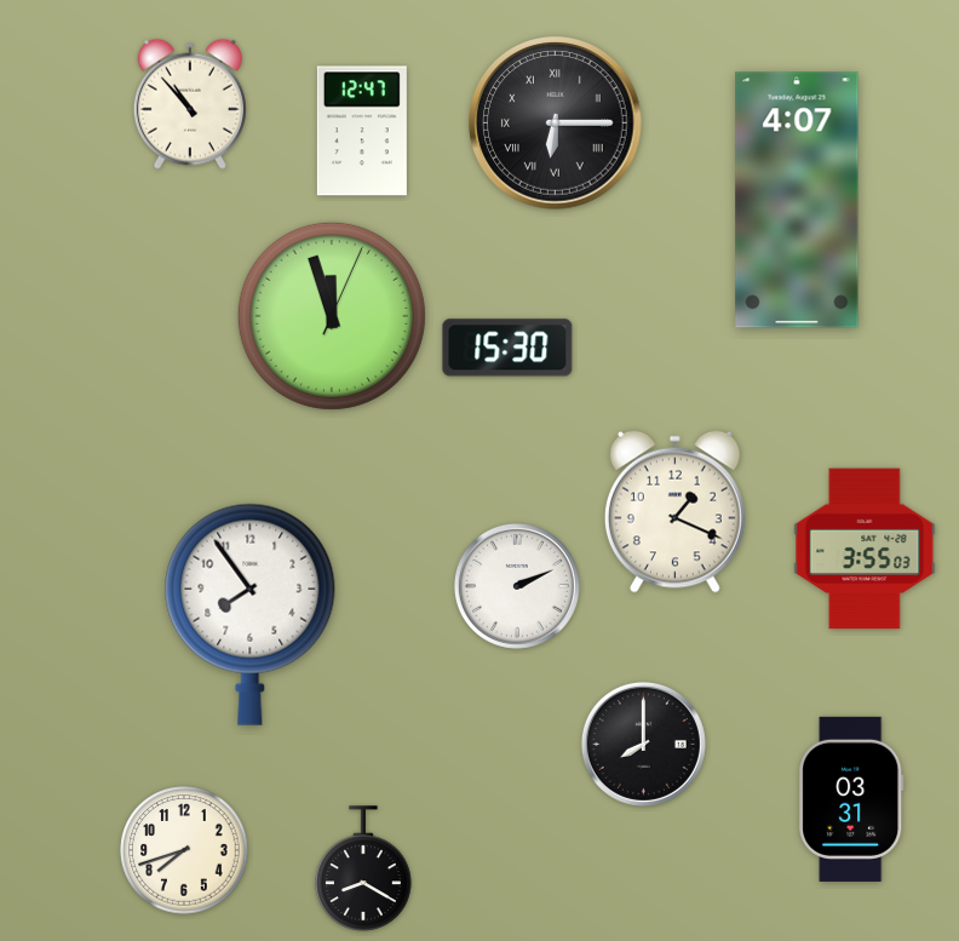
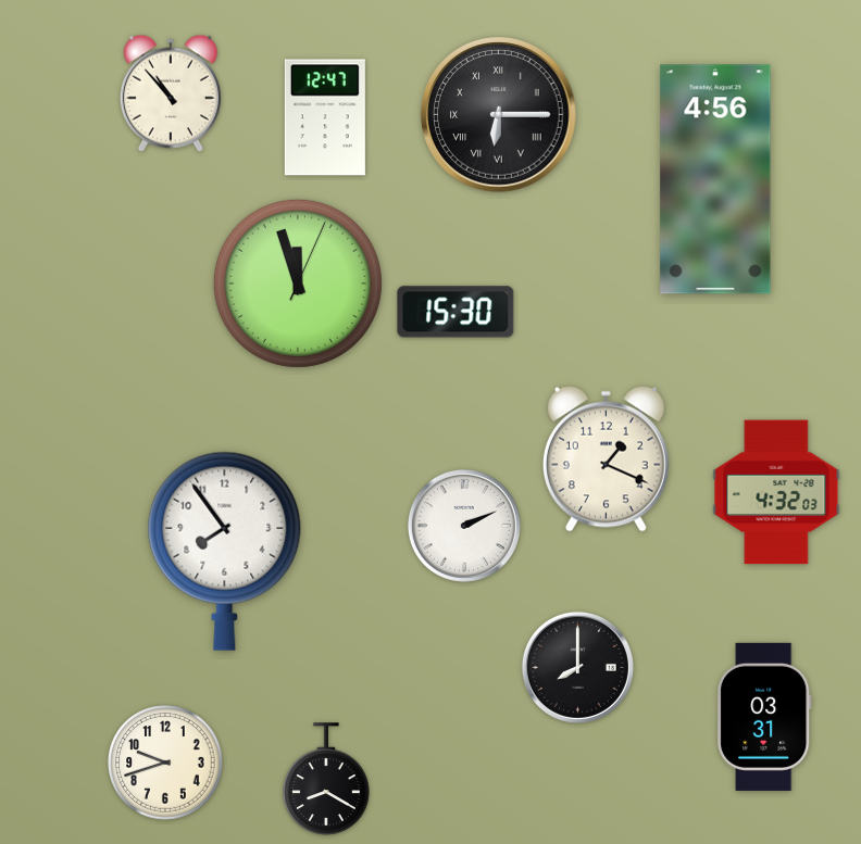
clock at (556, 124) position: (556, 124) -> (499, 115)
clock at (797, 200): 4:07 -> 4:56
clock at (865, 549): 3:55 -> 4:32
clock at (184, 850): 7:42 -> 9:42
